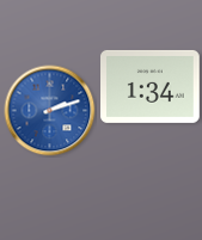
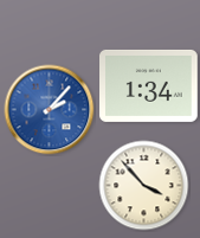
clock at (50, 111): 2:12 -> 2:07
clock at (144, 186): none -> 3:53
